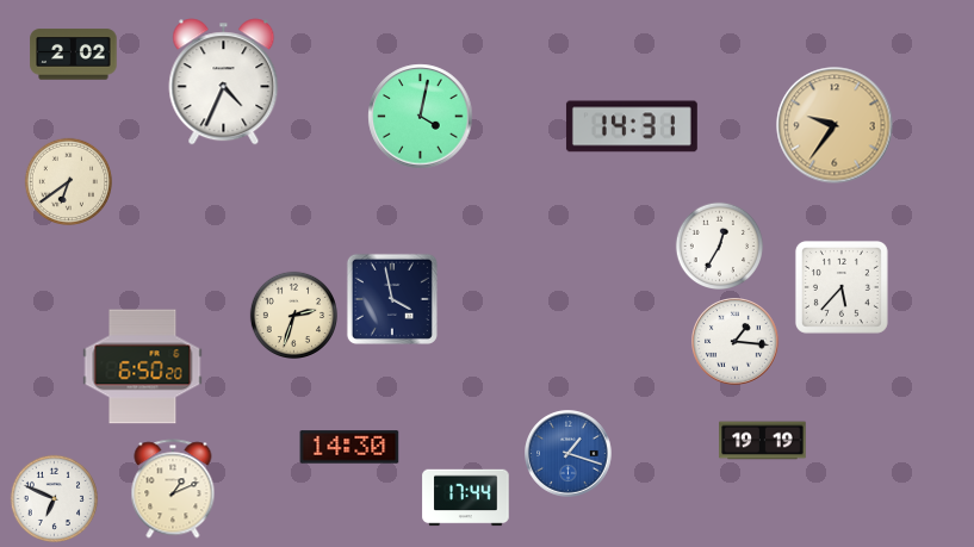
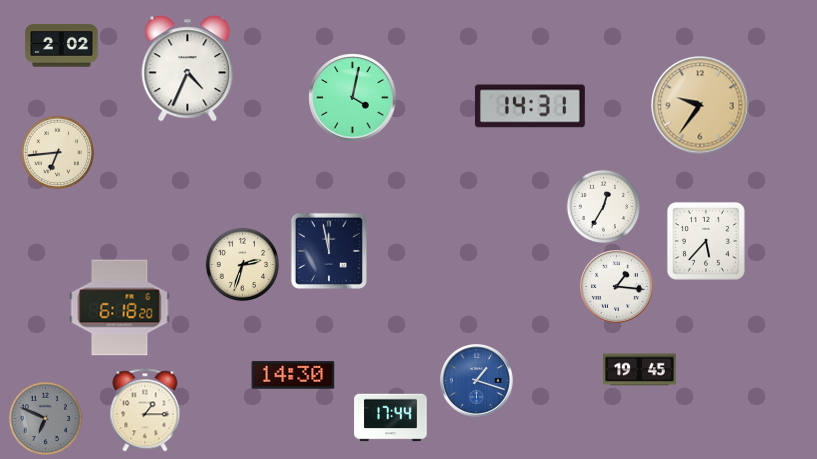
clock at (68, 181): 6:39 -> 6:44
clock at (392, 299): 3:58 -> 11:58
clock at (293, 315) position: (293, 315) -> (242, 264)
clock at (143, 367): 6:50 -> 6:18
clock at (763, 441): 19:19 -> 19:45
clock at (173, 489): 1:11 -> 1:15
clock at (54, 498) dial: white -> grey
